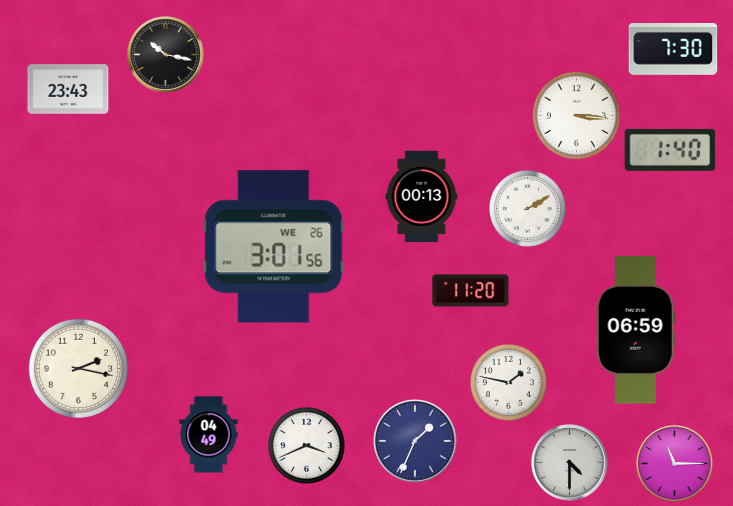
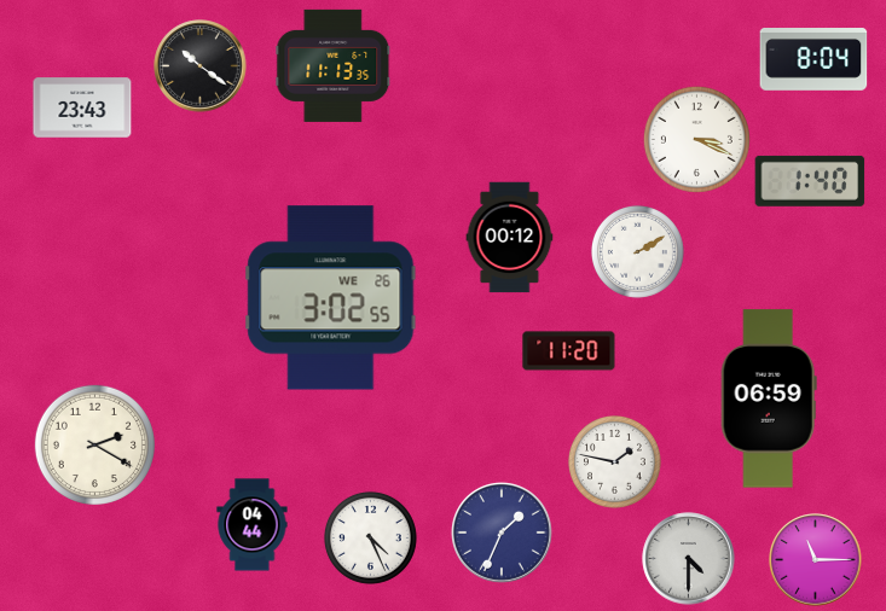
clock at (673, 50): 7:30 -> 8:04
clock at (334, 65): none -> 11:13
clock at (166, 55): 10:17 -> 10:21
clock at (576, 115): 3:16 -> 3:19
clock at (422, 197): 00:13 -> 00:12
clock at (274, 247): 3:01 -> 3:02
clock at (78, 368): 2:17 -> 2:20
clock at (209, 435): 04:49 -> 04:44
clock at (306, 445): 3:41 -> 4:26
